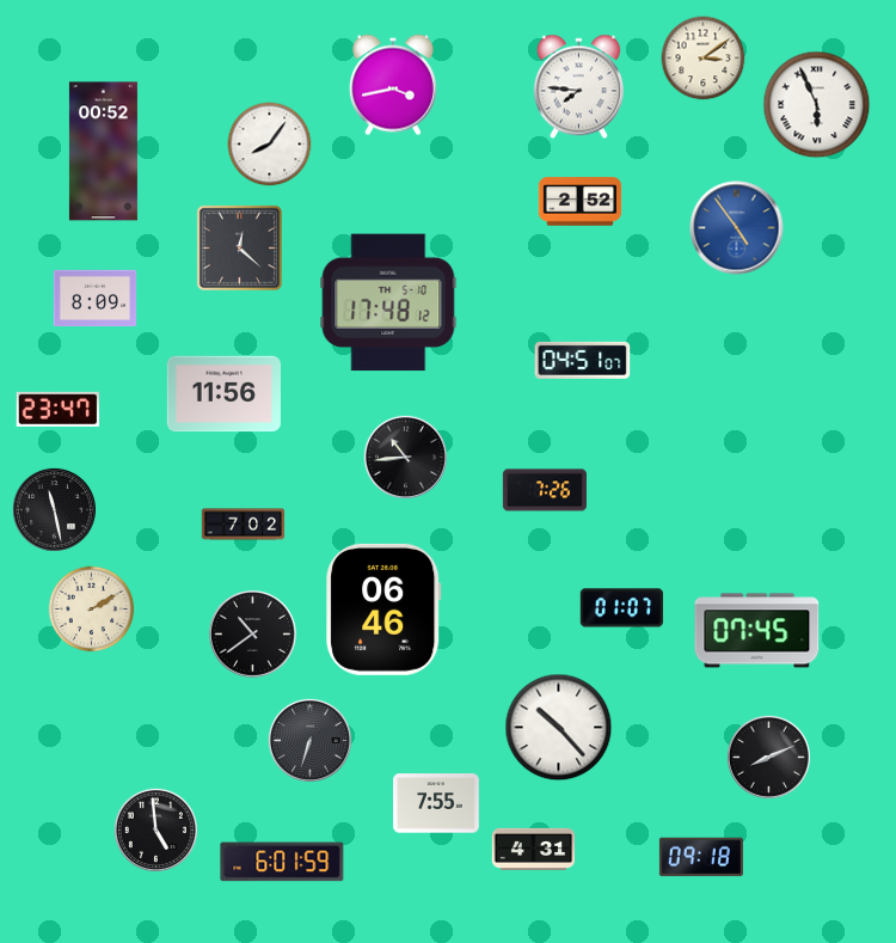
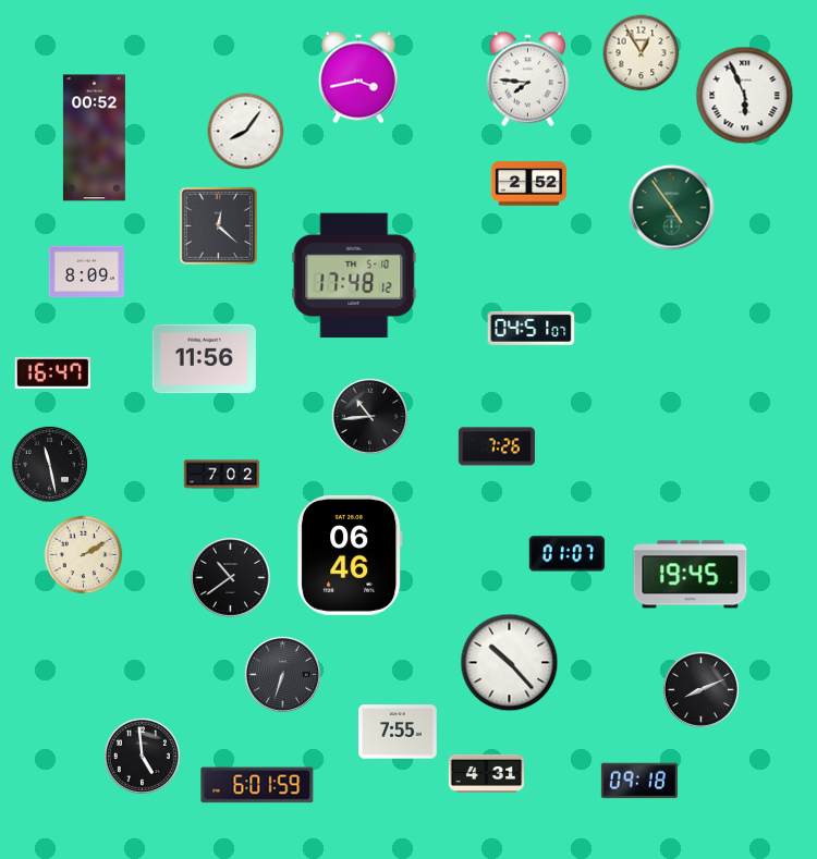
clock at (704, 59): 3:09 -> 12:55
clock at (737, 228) dial: blue -> green
clock at (57, 409): 23:47 -> 16:47
clock at (244, 525) position: (244, 525) -> (222, 475)
clock at (757, 631): 07:45 -> 19:45
